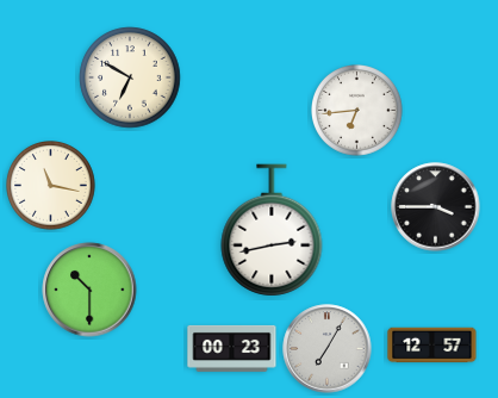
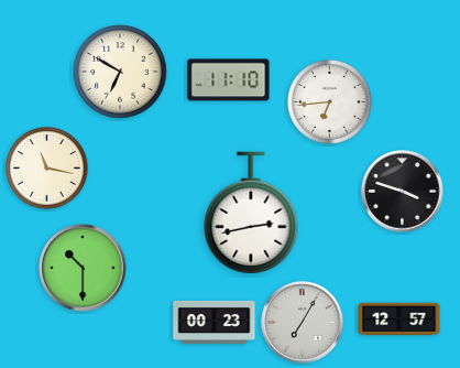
clock at (229, 80): none -> 11:10
clock at (51, 186) position: (51, 186) -> (47, 169)
clock at (436, 207): 3:45 -> 3:48
